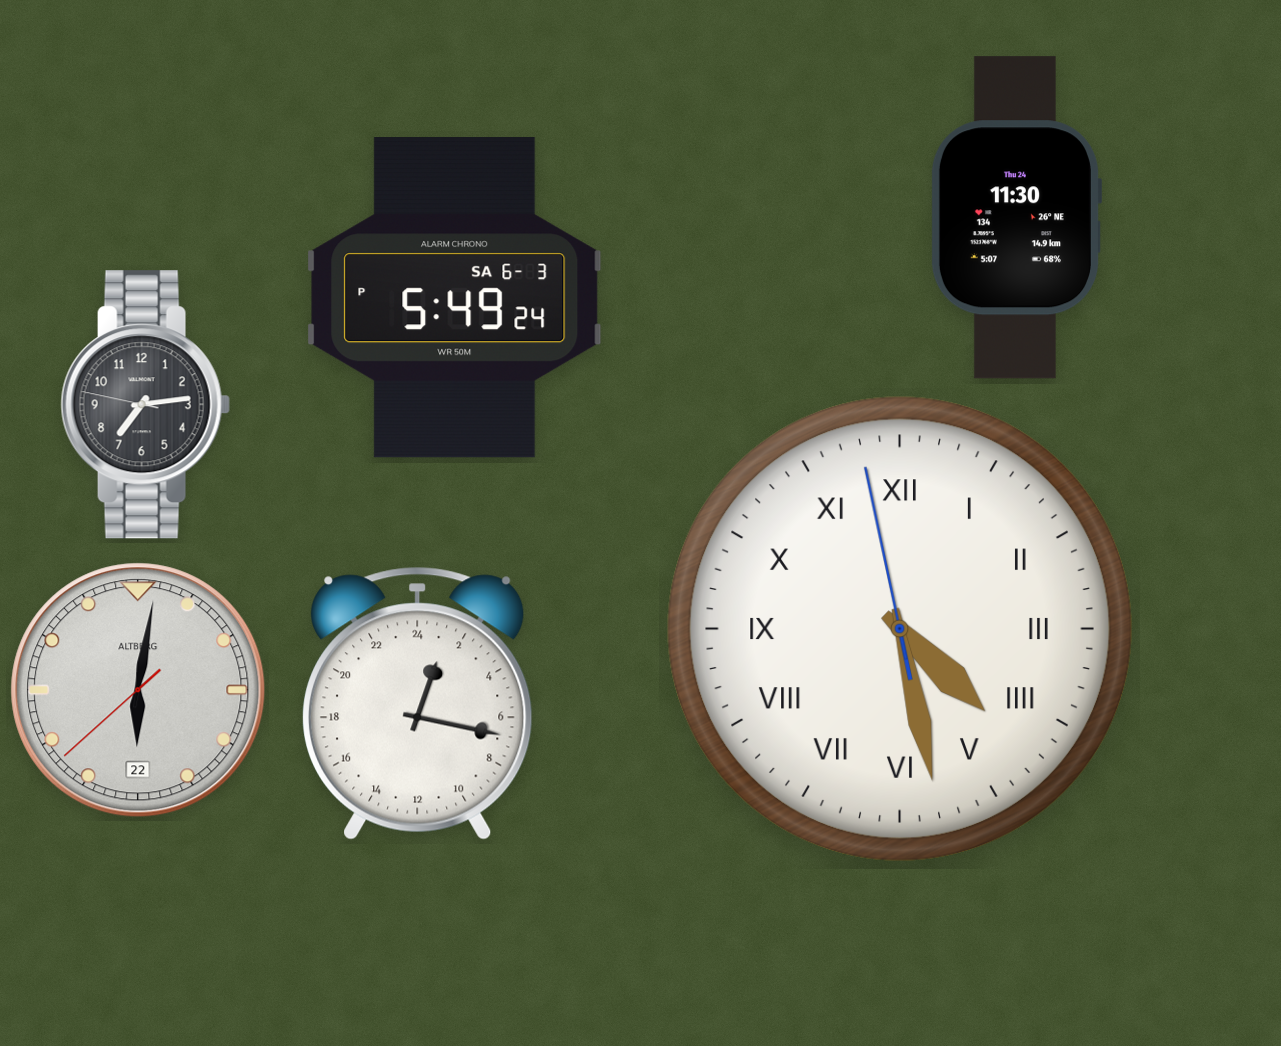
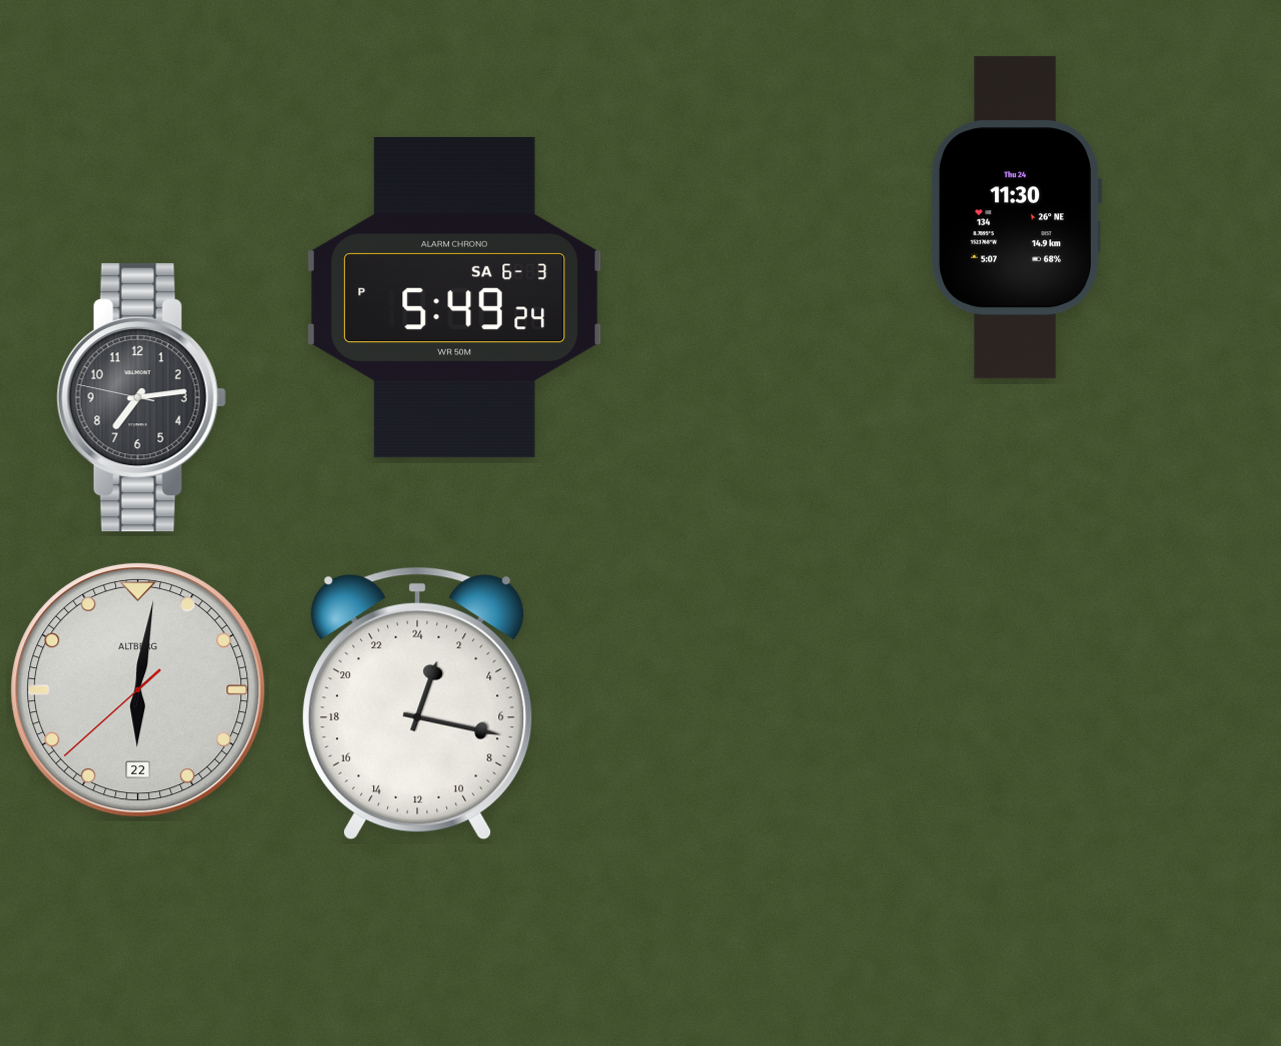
clock at (145, 405) position: (145, 405) -> (141, 398)
clock at (900, 629): 4:27 -> none
